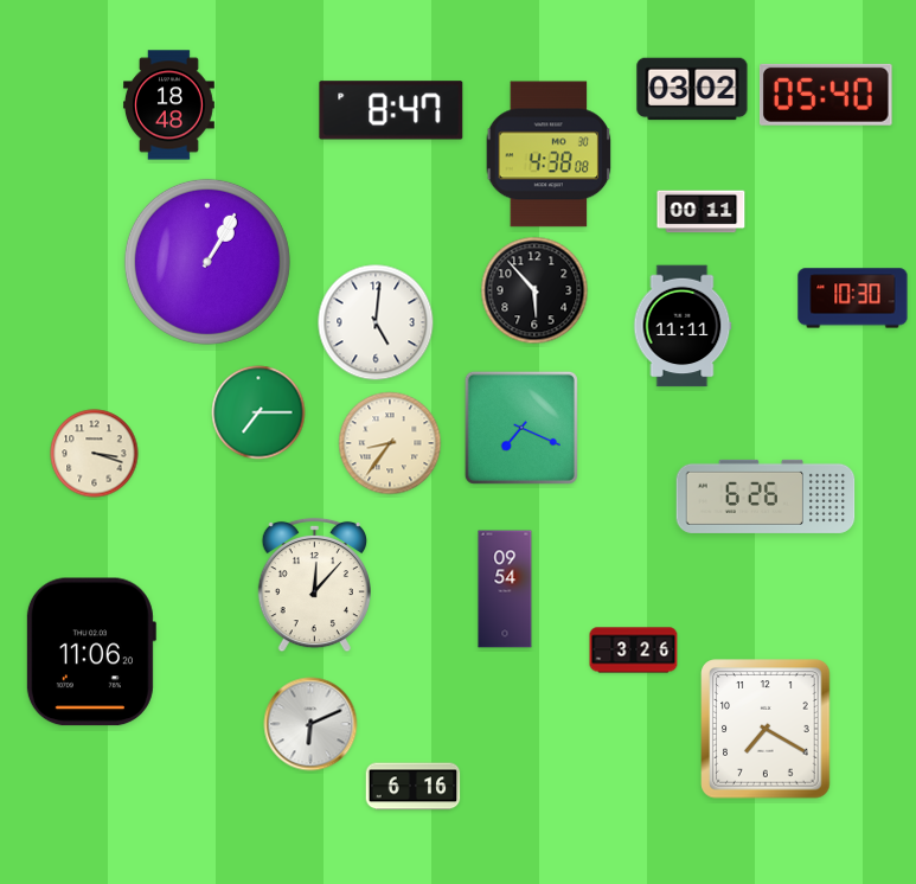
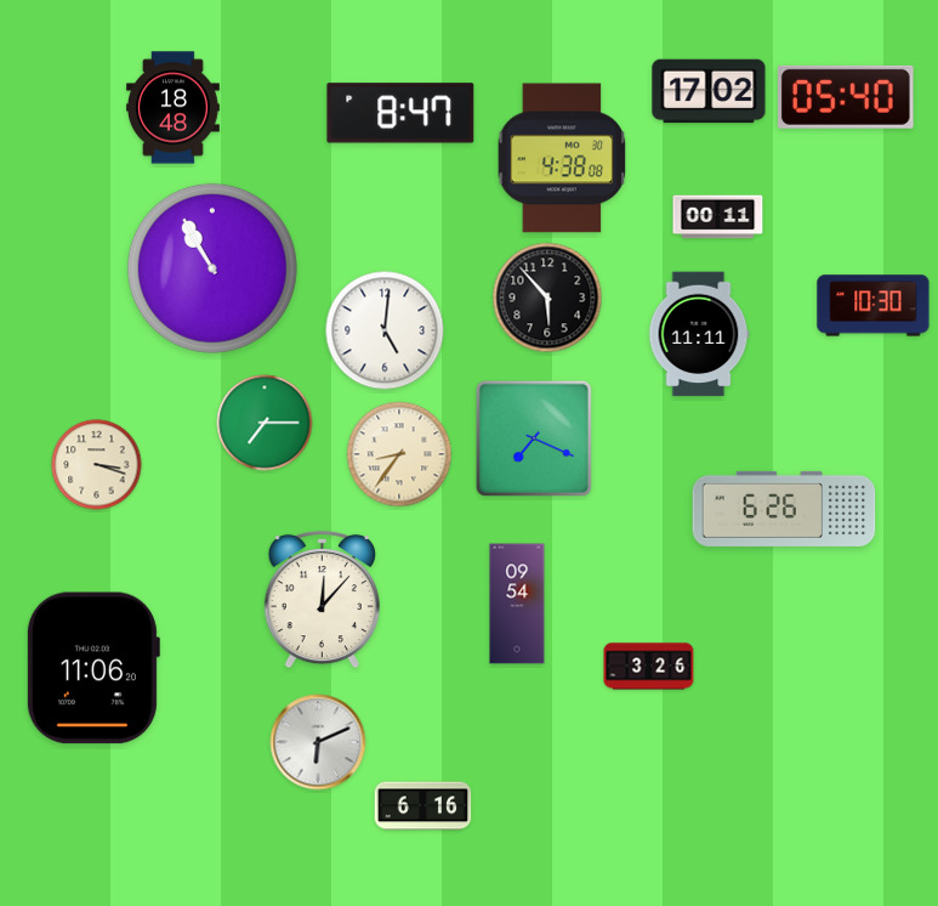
clock at (692, 89): 03:02 -> 17:02
clock at (207, 262): 1:05 -> 10:55
clock at (766, 729): 7:20 -> none
